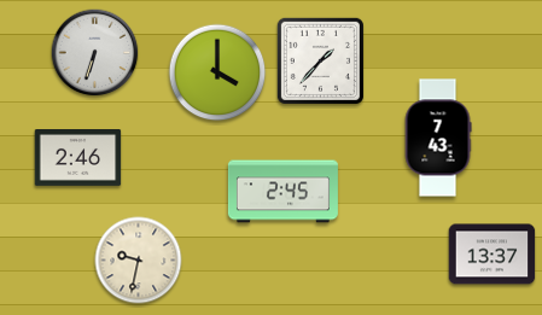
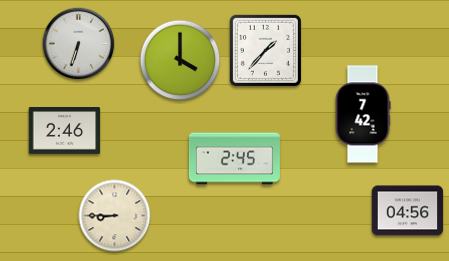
clock at (438, 138): 7:43 -> 7:42
clock at (493, 255): 13:37 -> 04:56
clock at (139, 261): 9:32 -> 8:45
